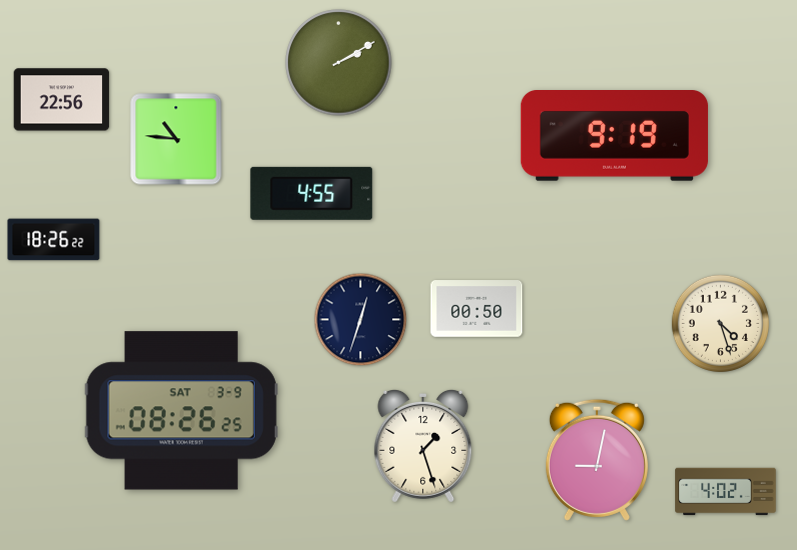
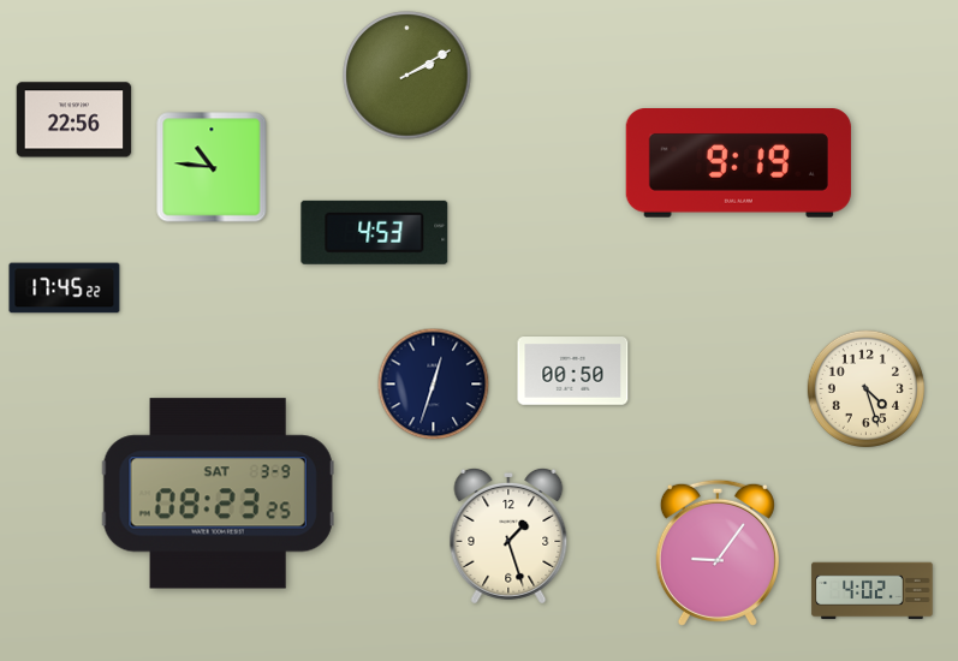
clock at (312, 193): 4:55 -> 4:53
clock at (54, 240): 18:26 -> 17:45
clock at (181, 411): 08:26 -> 08:23
clock at (597, 460): 9:02 -> 9:06
